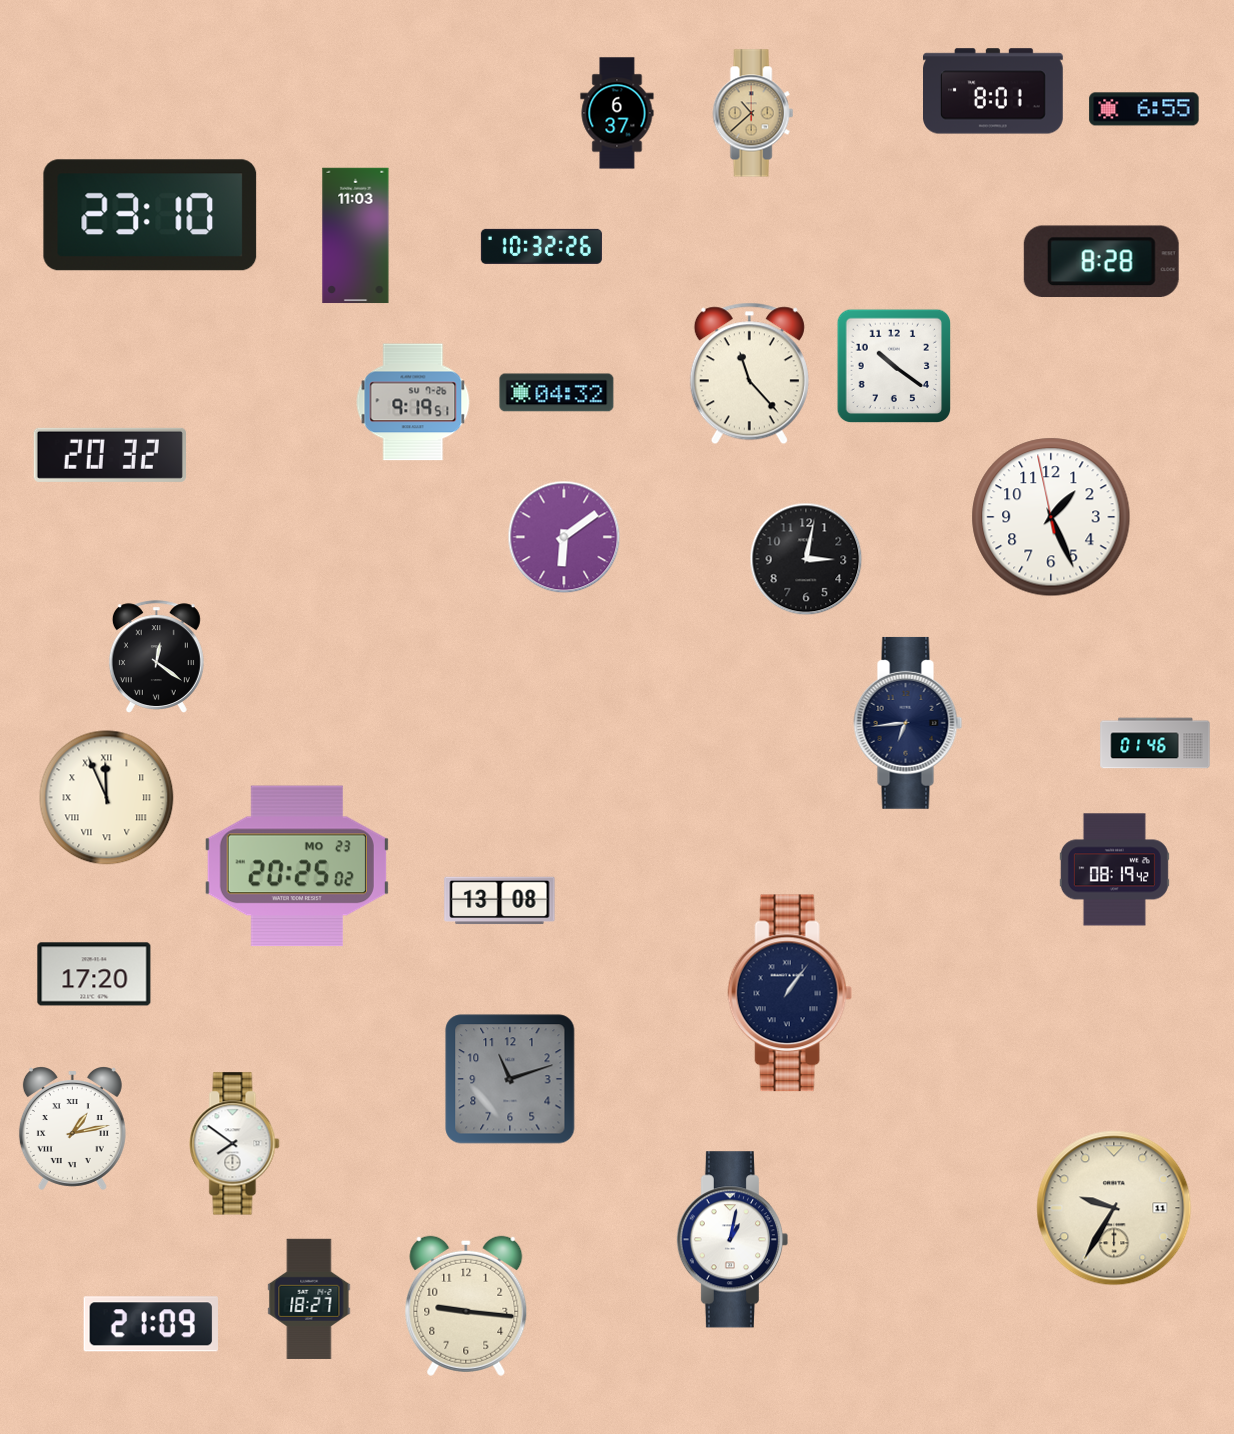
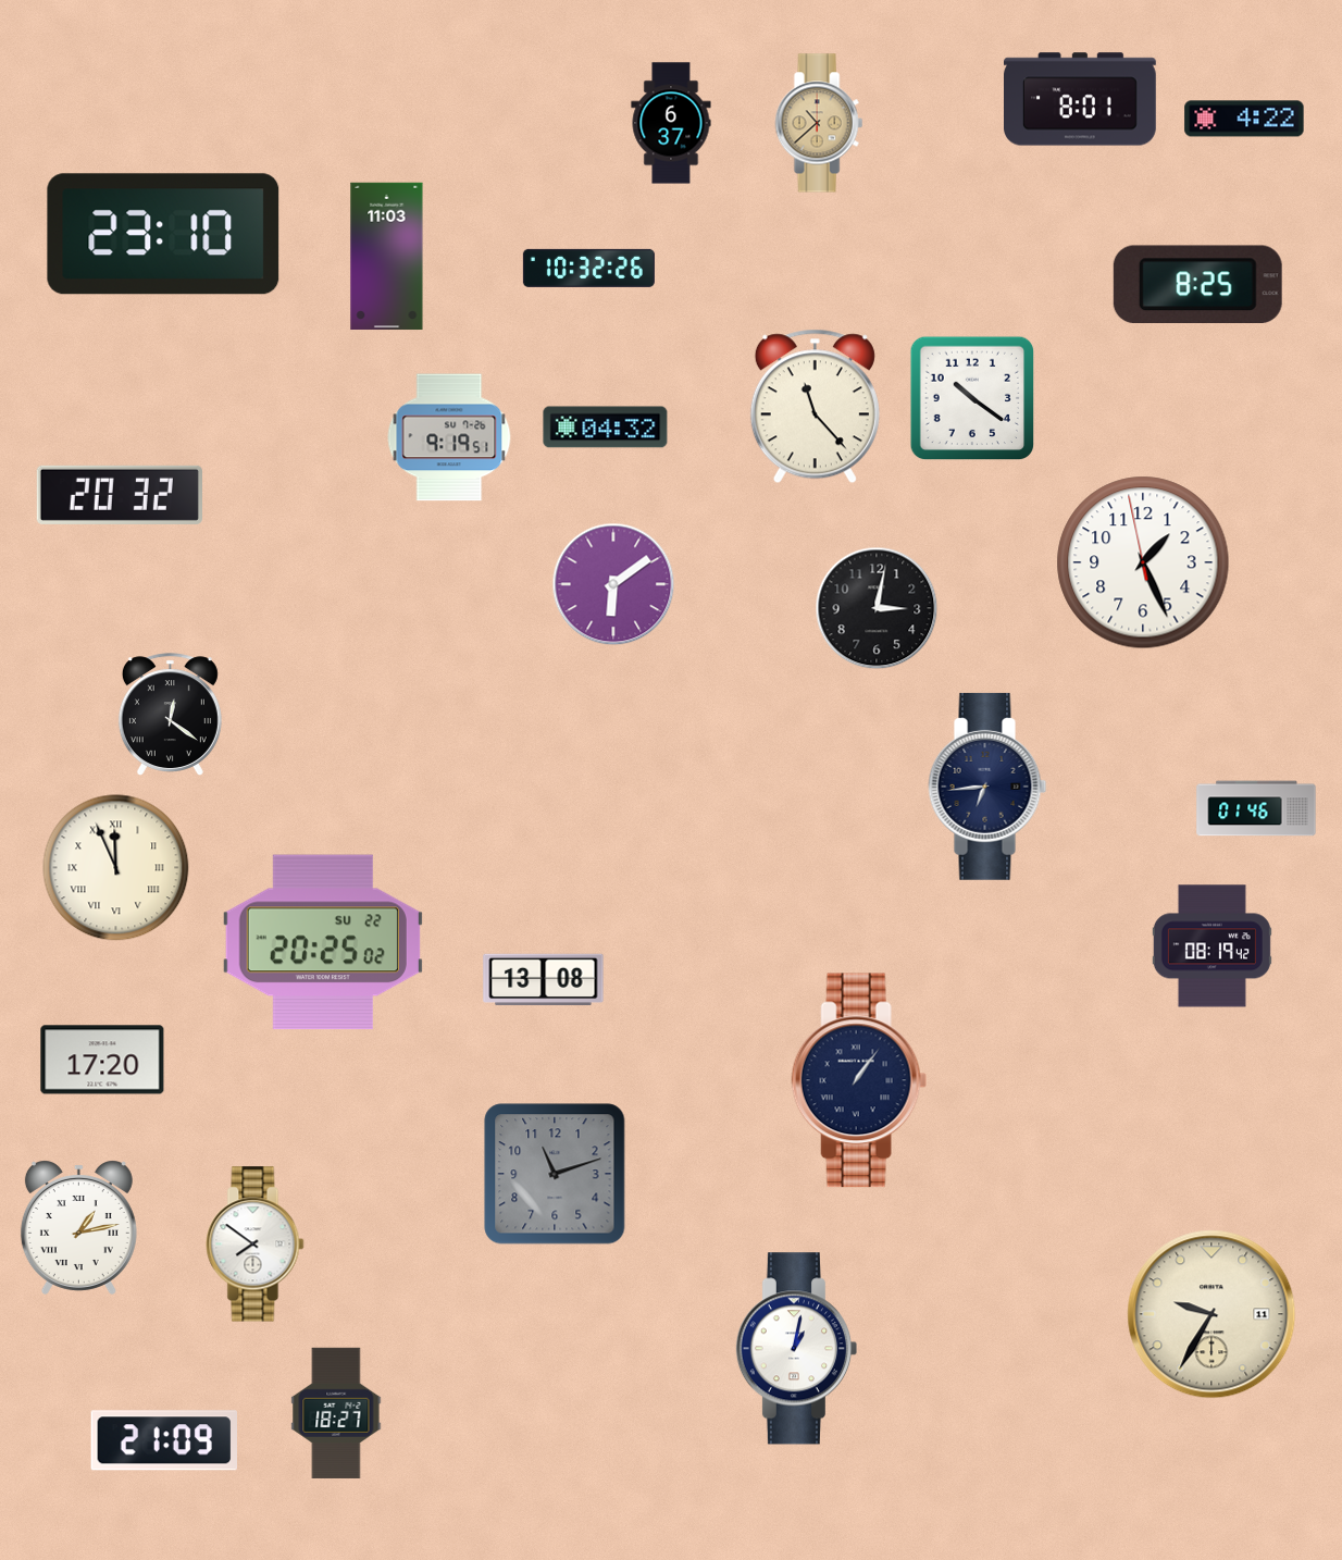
clock at (1144, 109): 6:55 -> 4:22
clock at (1101, 261): 8:28 -> 8:25
clock at (297, 866) date: MO 23 -> SU 22
clock at (466, 1306): 9:16 -> none
